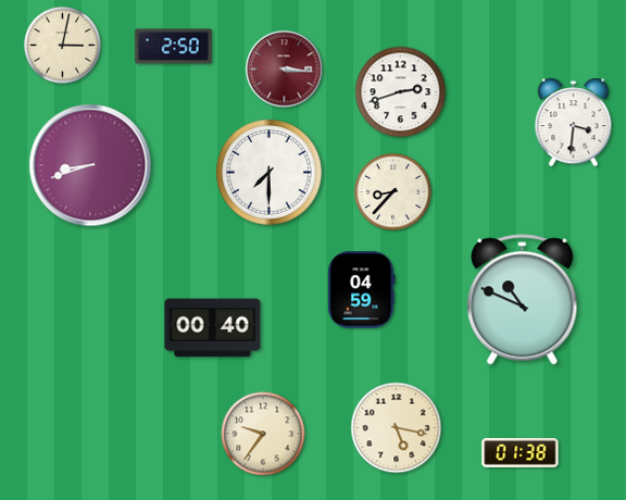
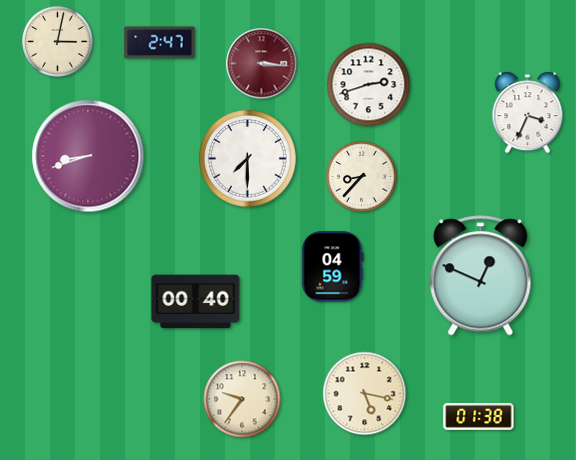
clock at (174, 47): 2:50 -> 2:47
clock at (574, 123): 3:31 -> 3:34
clock at (90, 165) position: (90, 165) -> (88, 156)
clock at (523, 300): 10:49 -> 12:49
